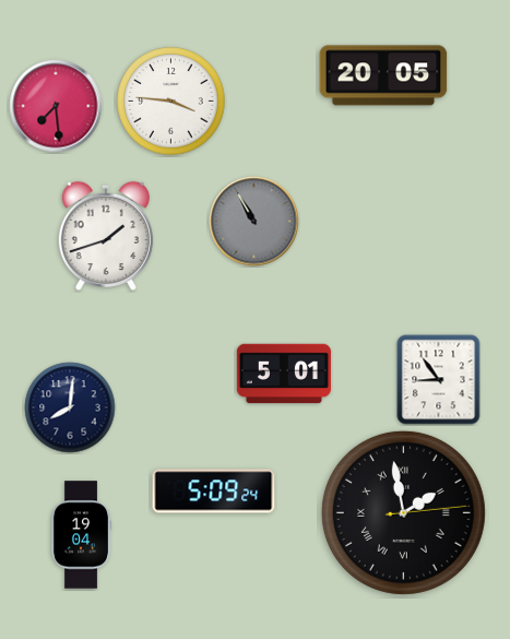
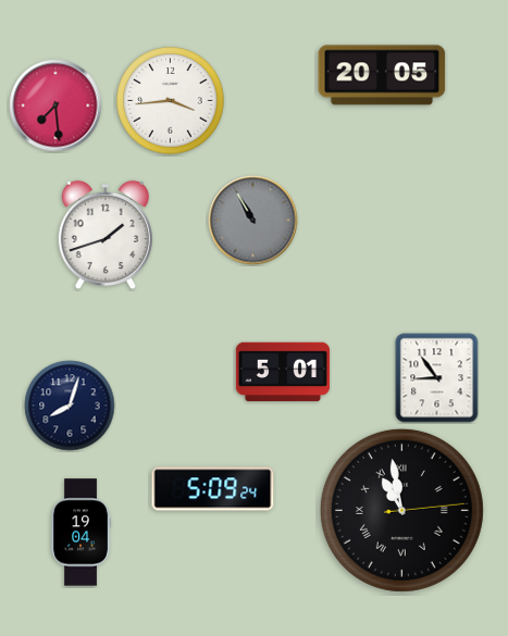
clock at (171, 102): 3:46 -> 3:44
clock at (70, 407): 8:01 -> 8:03
clock at (403, 512): 1:58 -> 10:58
